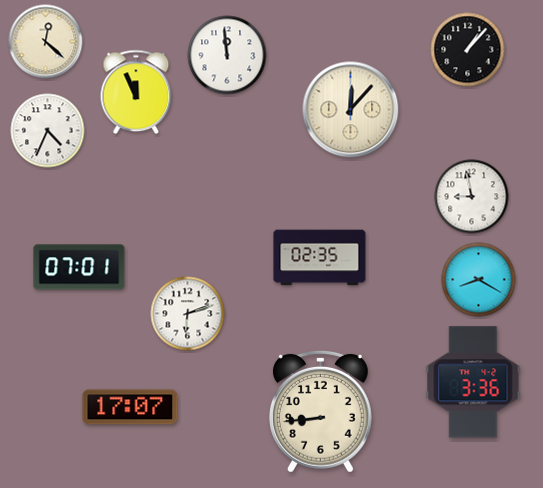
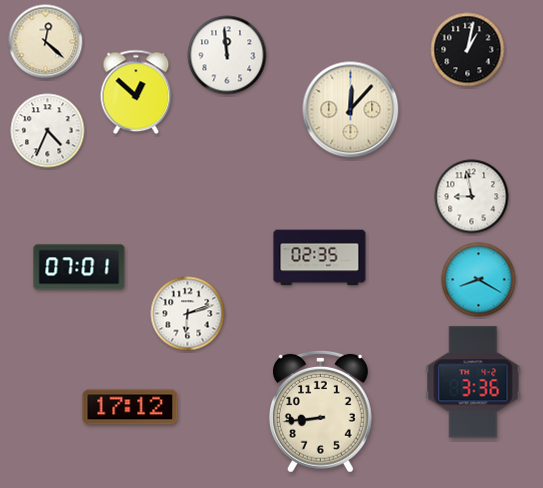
clock at (468, 50): 1:07 -> 1:02
clock at (136, 92): 11:56 -> 12:52
clock at (130, 407): 17:07 -> 17:12
